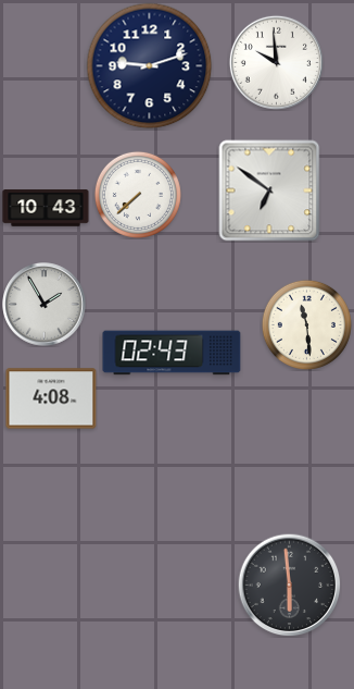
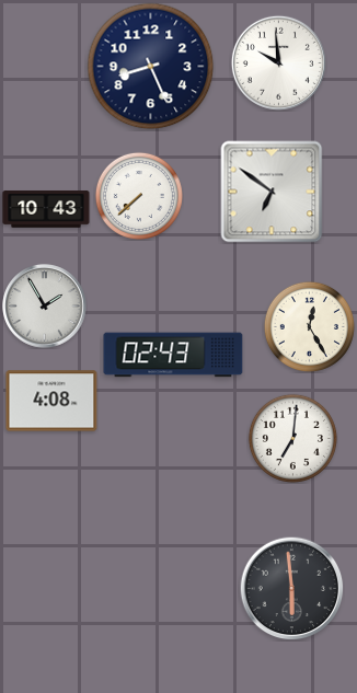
clock at (150, 66): 9:12 -> 8:26
clock at (306, 324): 11:29 -> 12:25
clock at (292, 438): none -> 7:01
